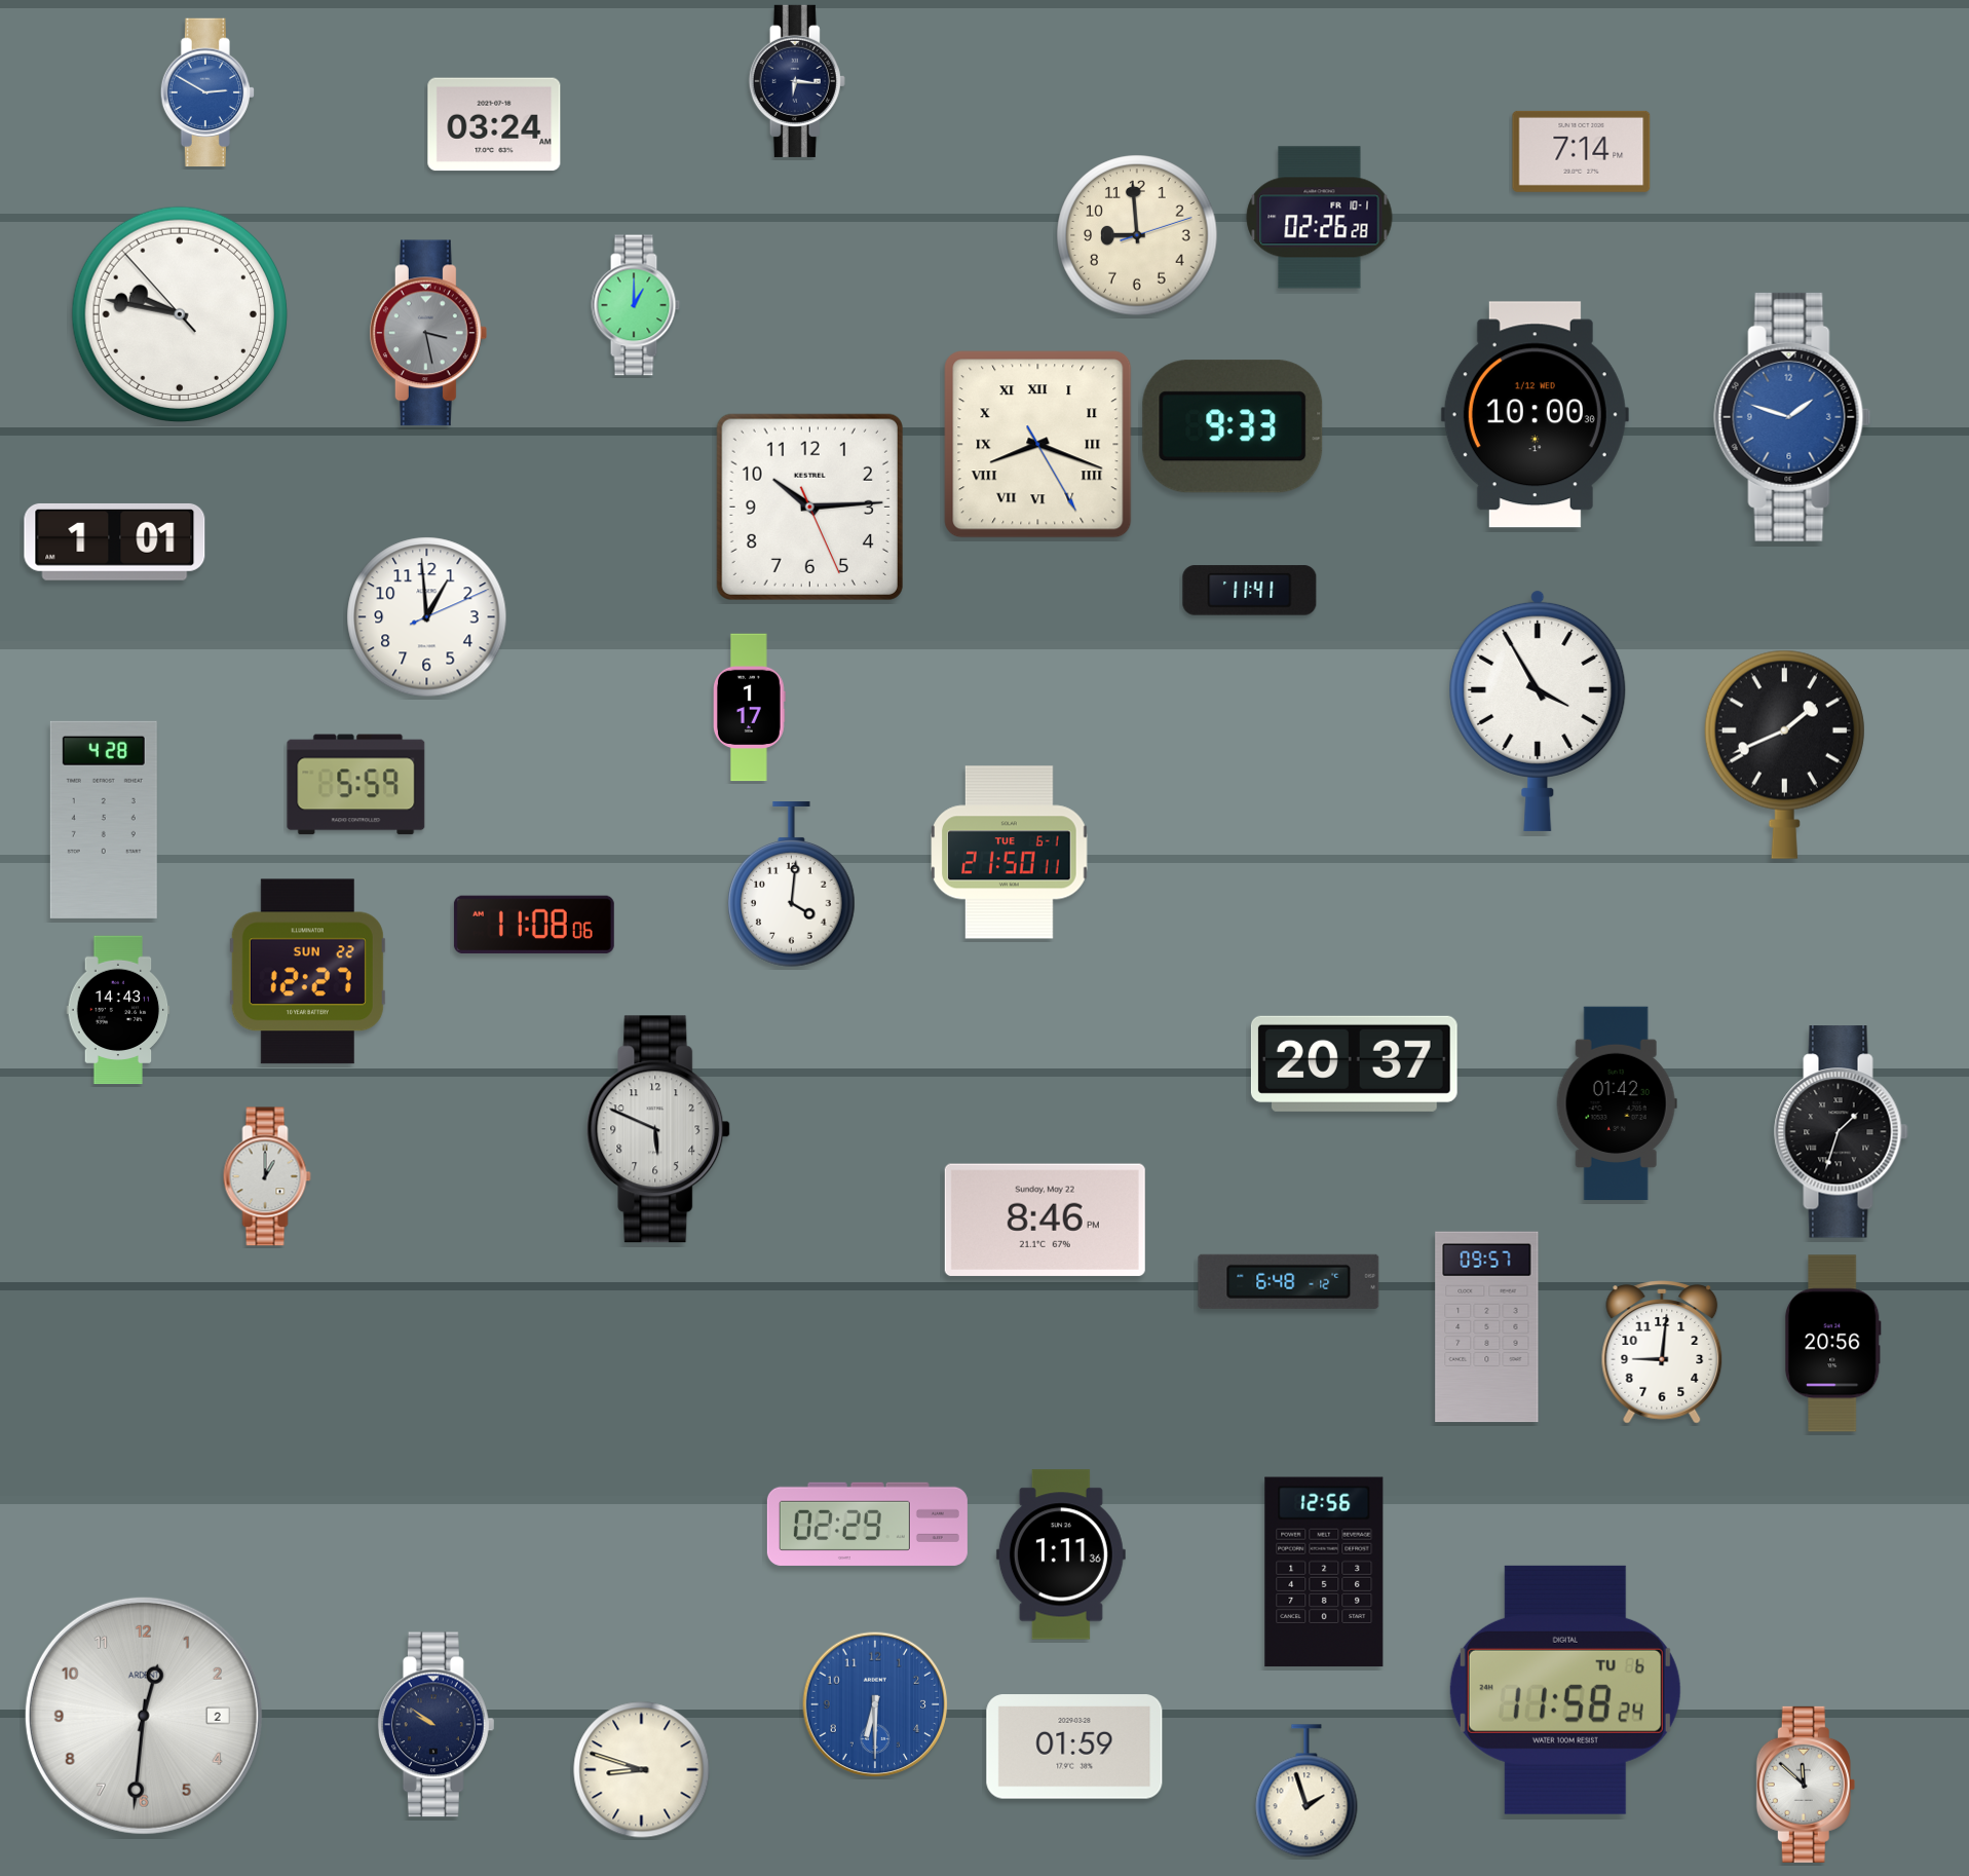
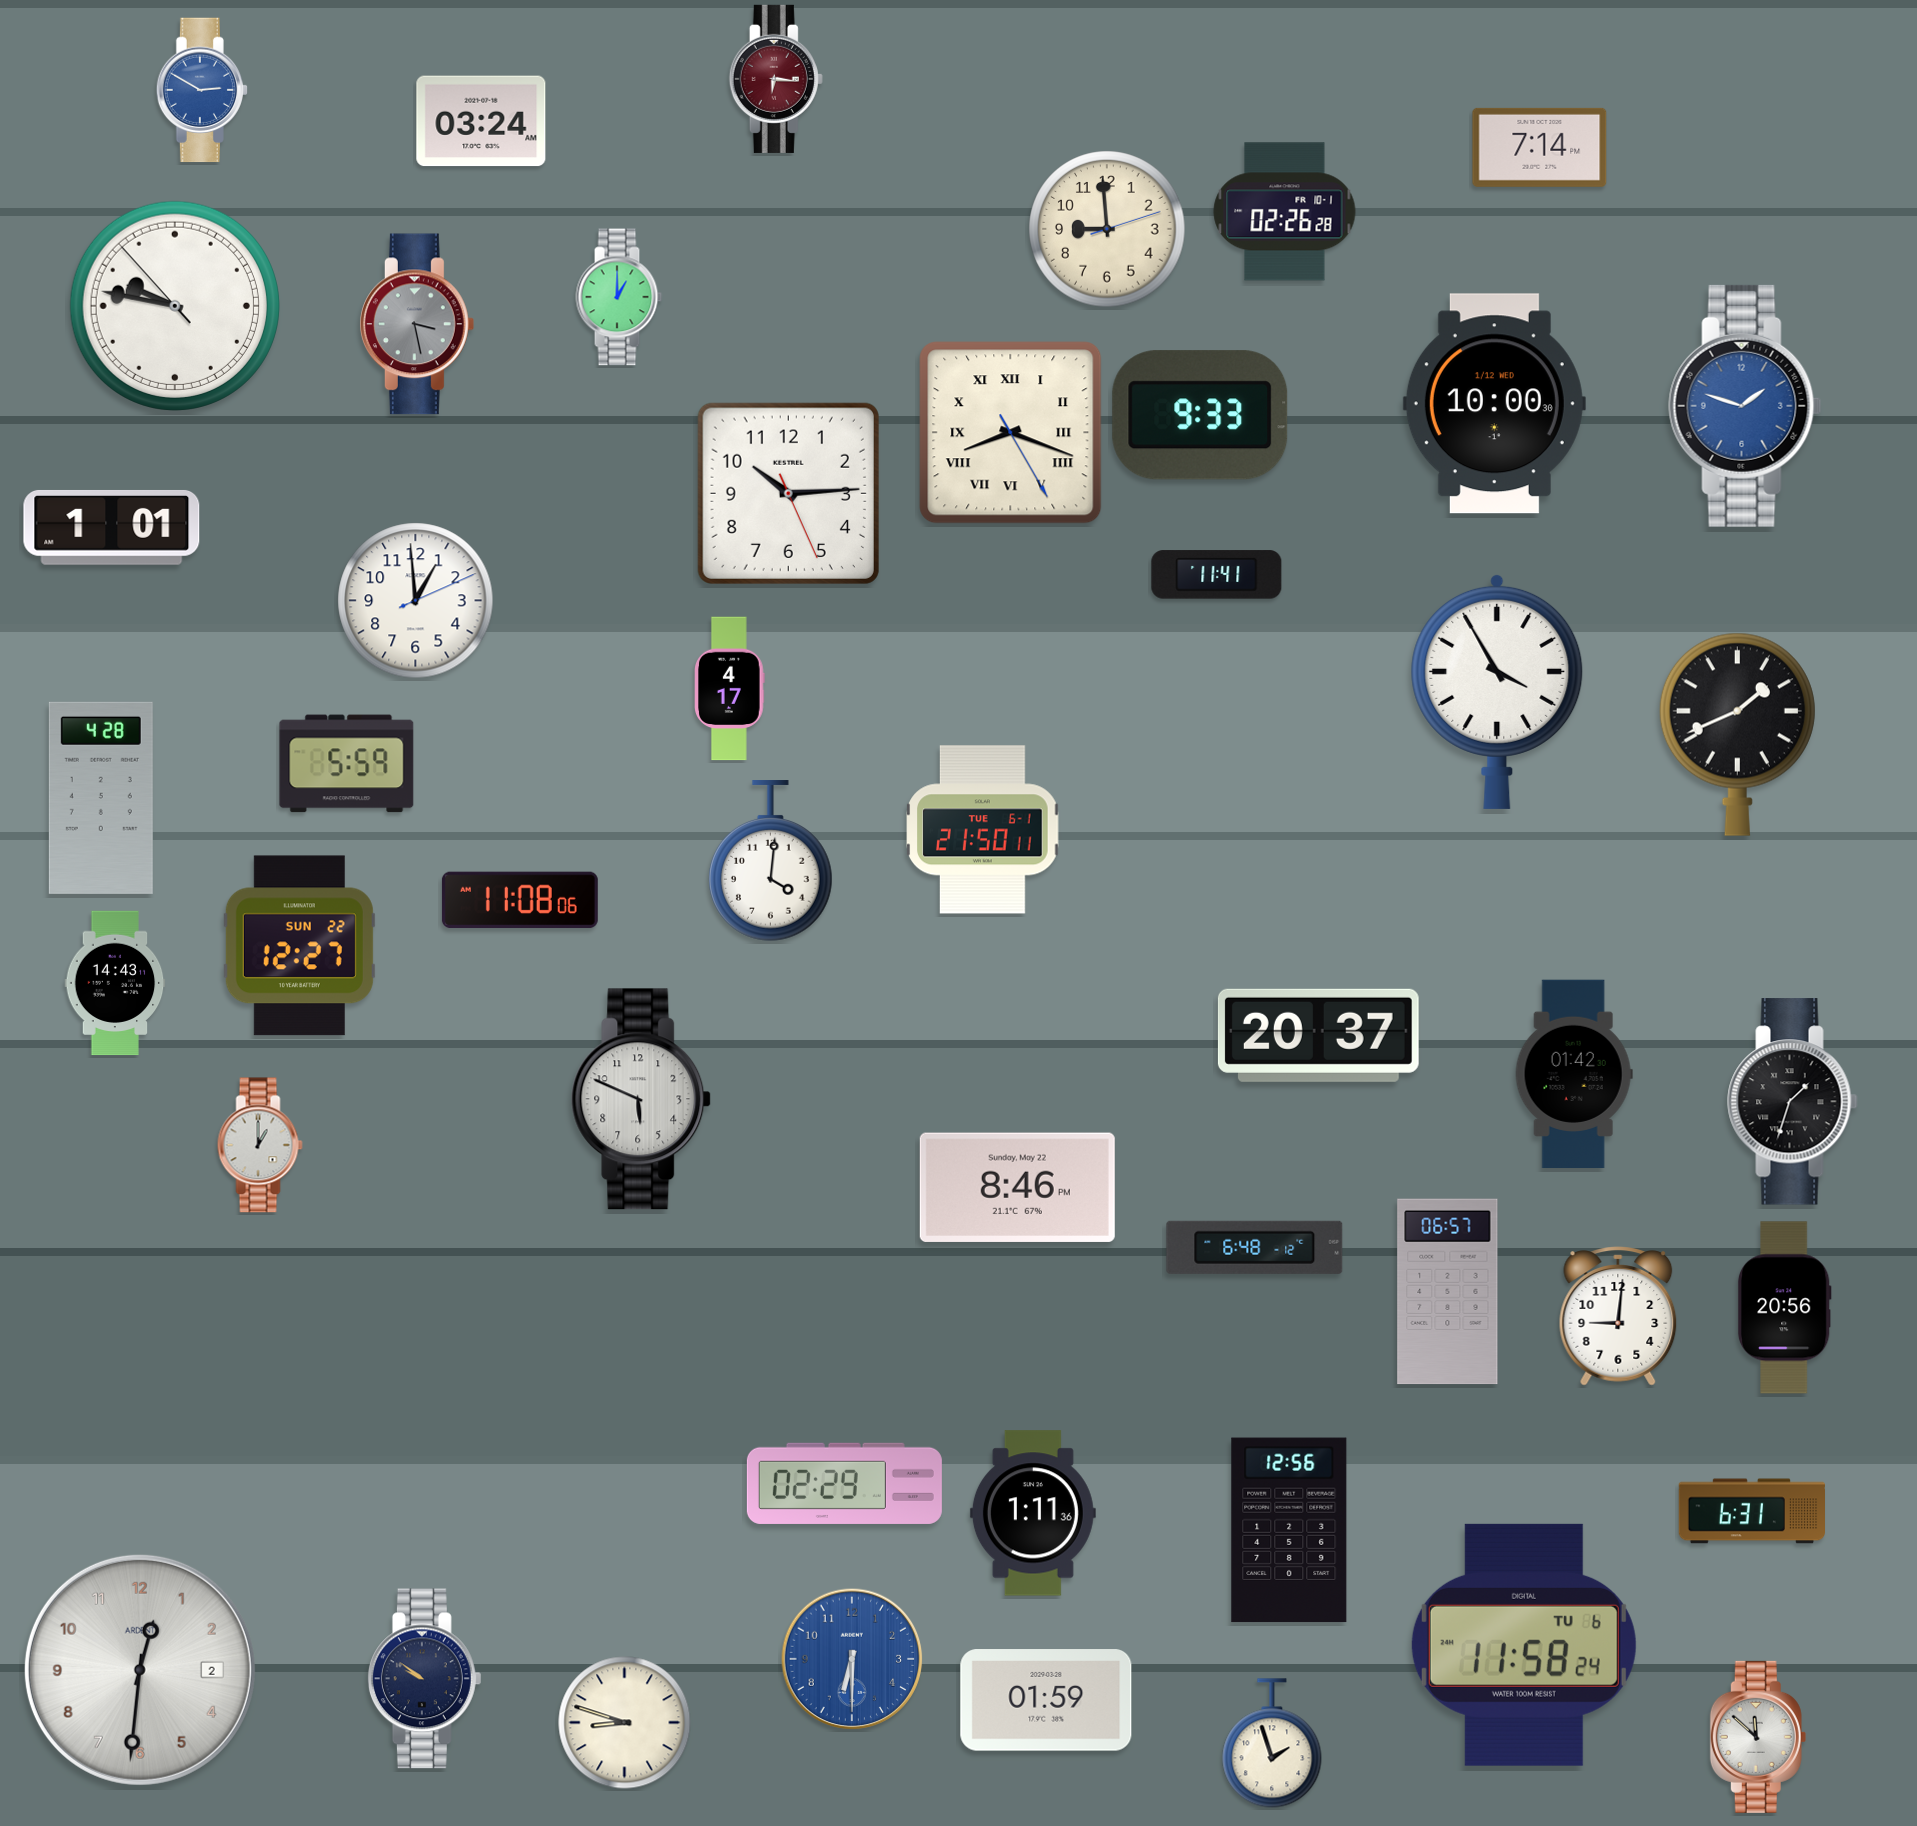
clock at (797, 81) dial: navy -> burgundy
clock at (750, 708): 1:17 -> 4:17
clock at (1487, 1327): 09:57 -> 06:57
clock at (1751, 1511): none -> 6:31
